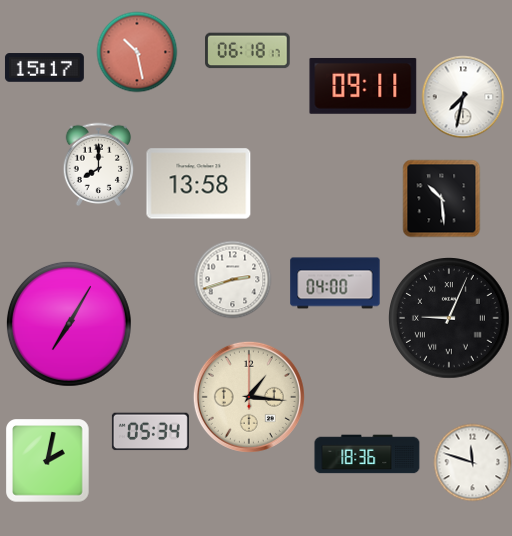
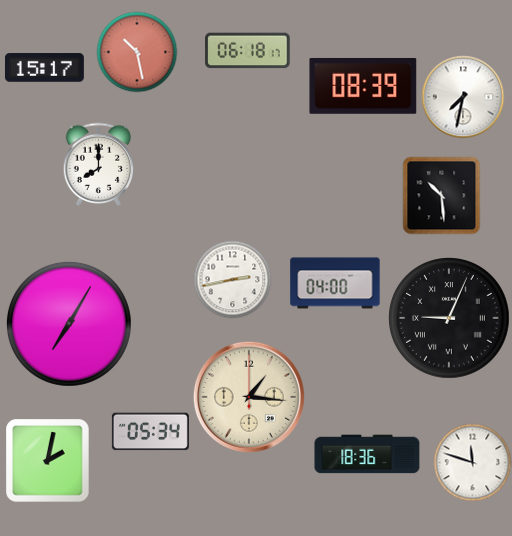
clock at (363, 86): 09:11 -> 08:39
clock at (199, 184): 13:58 -> none
clock at (441, 198) position: (441, 198) -> (441, 195)
clock at (232, 279): 2:42 -> 2:43
